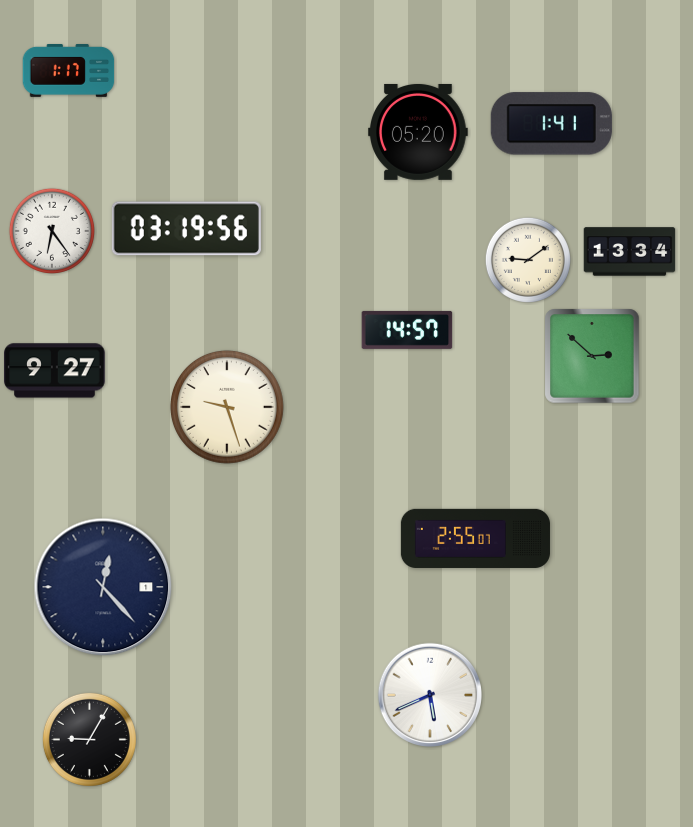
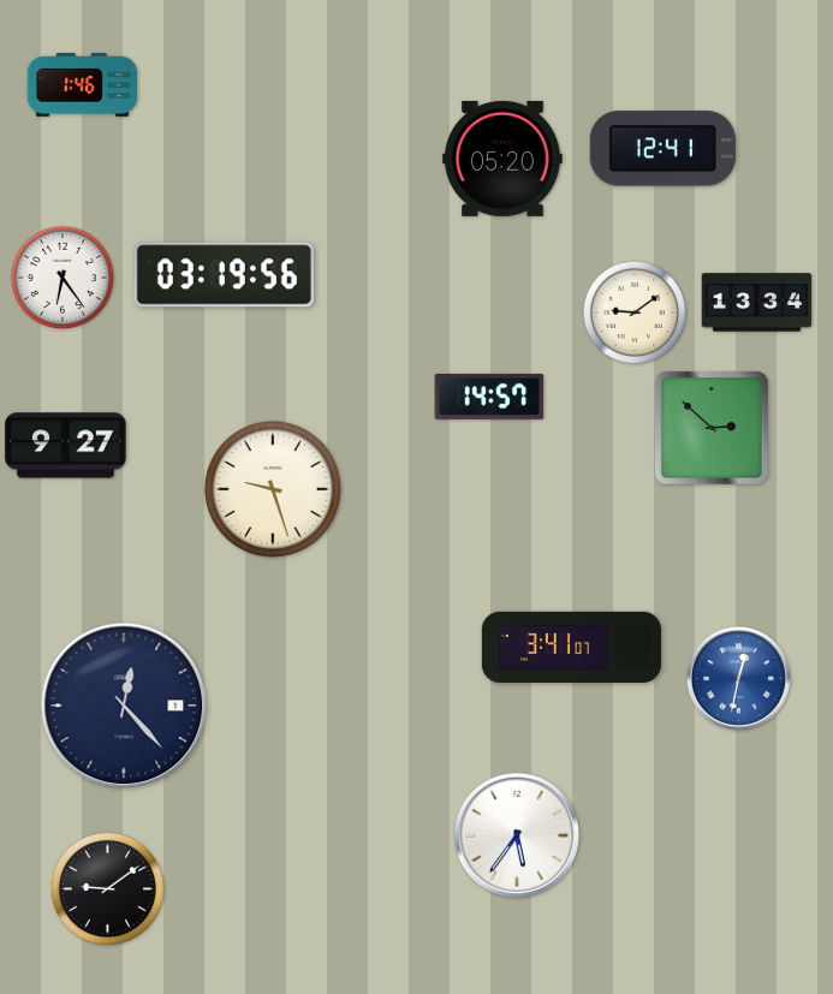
clock at (69, 71): 1:17 -> 1:46
clock at (551, 124): 1:41 -> 12:41
clock at (475, 538): 2:55 -> 3:41
clock at (738, 678): none -> 12:32
clock at (429, 694): 5:41 -> 5:36
clock at (89, 739): 9:05 -> 9:09
